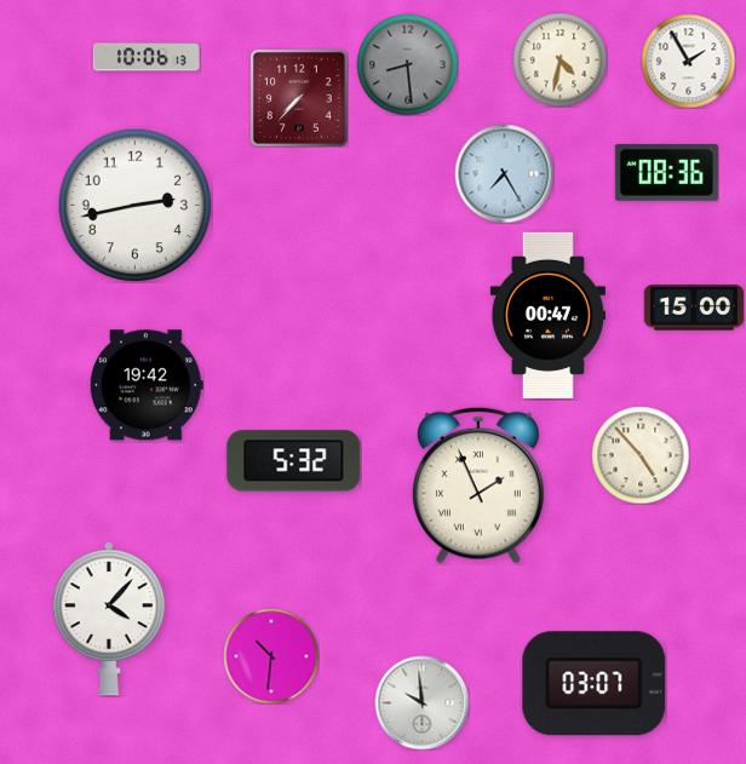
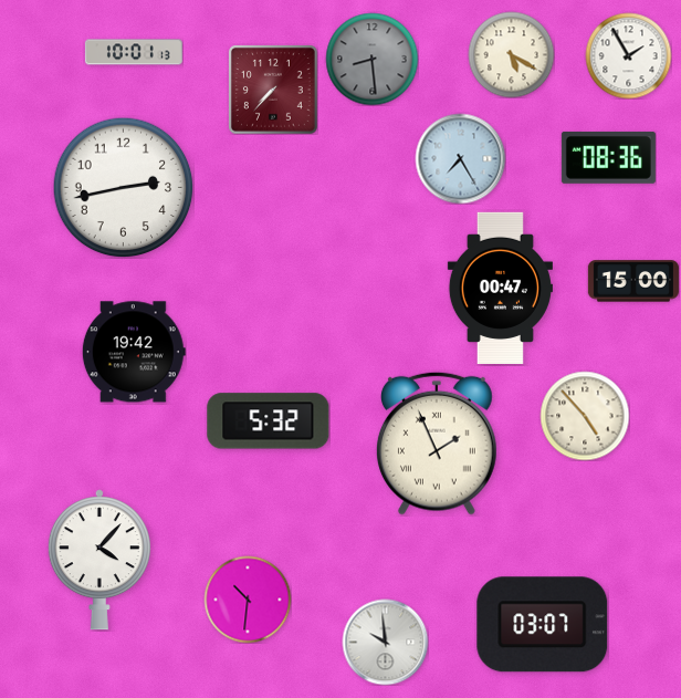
clock at (147, 57): 10:06 -> 10:01
clock at (559, 59): 4:32 -> 5:20
clock at (109, 619) position: (109, 619) -> (99, 560)
